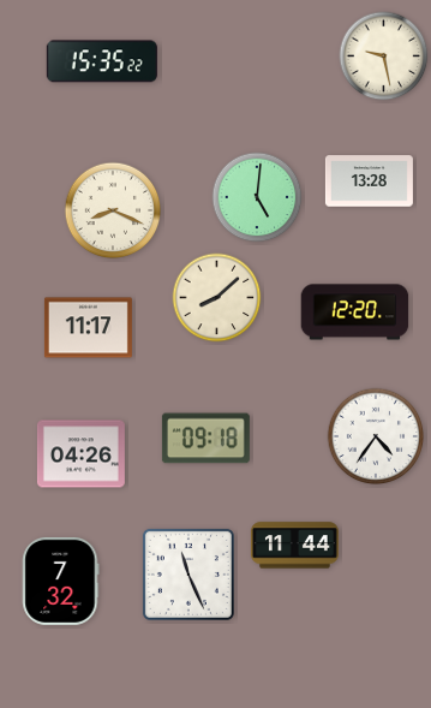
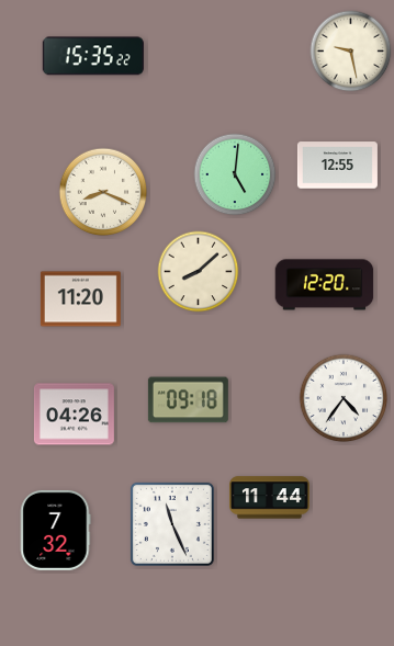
clock at (369, 182): 13:28 -> 12:55
clock at (257, 197) position: (257, 197) -> (235, 174)
clock at (88, 328): 11:17 -> 11:20
